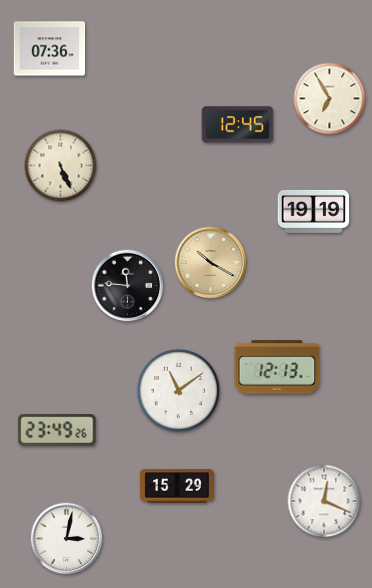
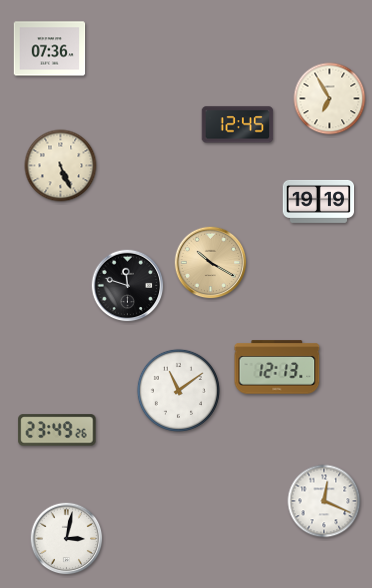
clock at (314, 211) position: (314, 211) -> (319, 201)
clock at (128, 286): 11:46 -> 11:48
clock at (177, 486): 15:29 -> none
